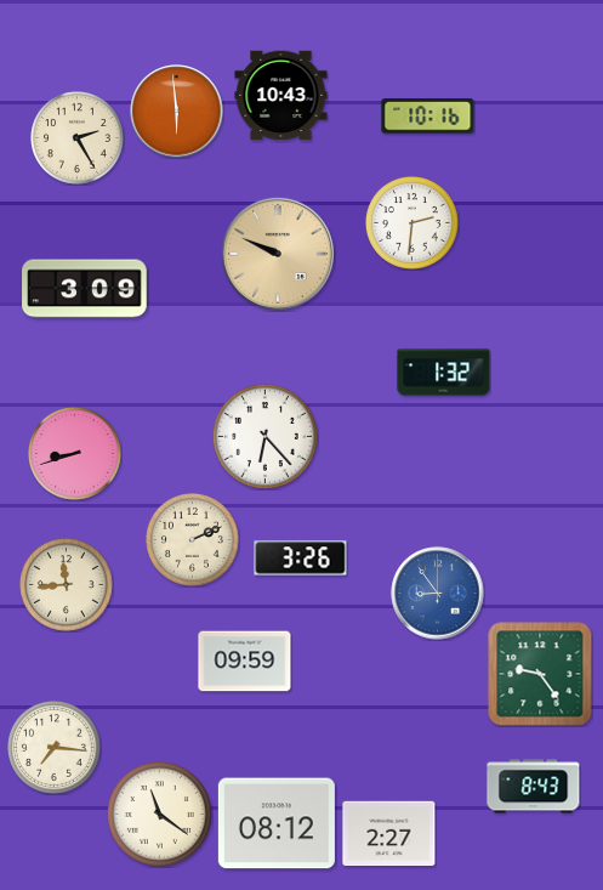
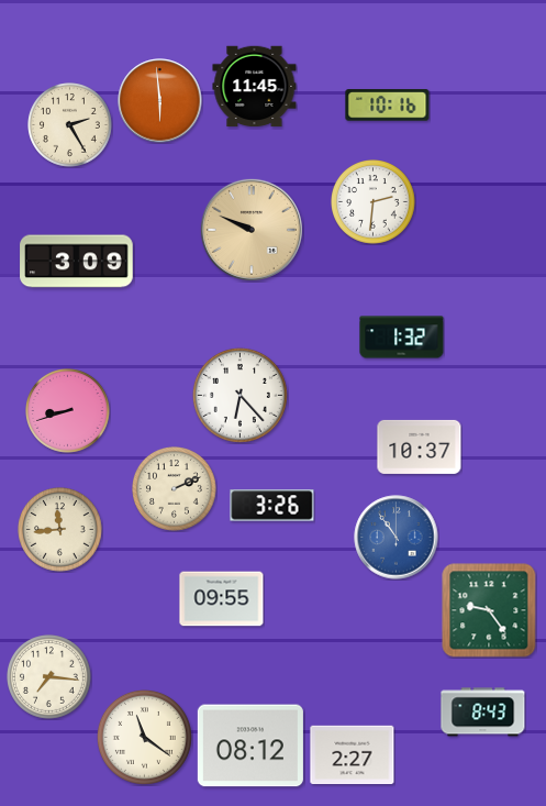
clock at (281, 96): 10:43 -> 11:45
clock at (420, 446): none -> 10:37
clock at (438, 594): 8:54 -> 10:54
clock at (245, 662): 09:59 -> 09:55
